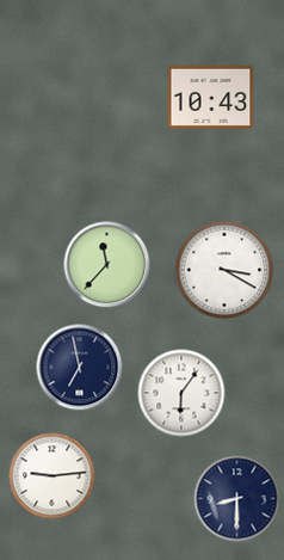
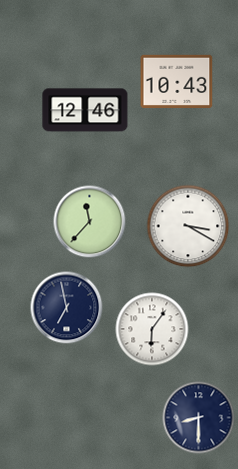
clock at (85, 110): none -> 12:46
clock at (53, 476): 9:14 -> none
